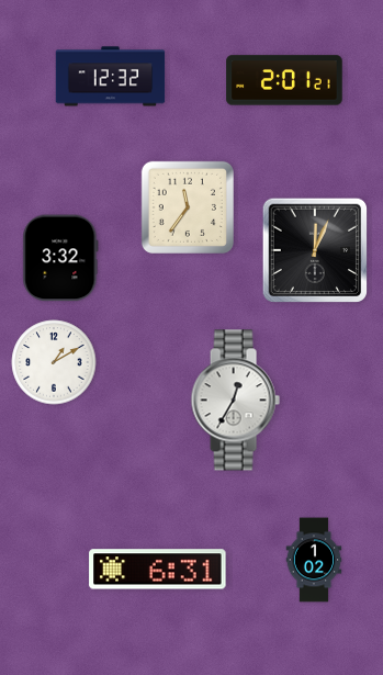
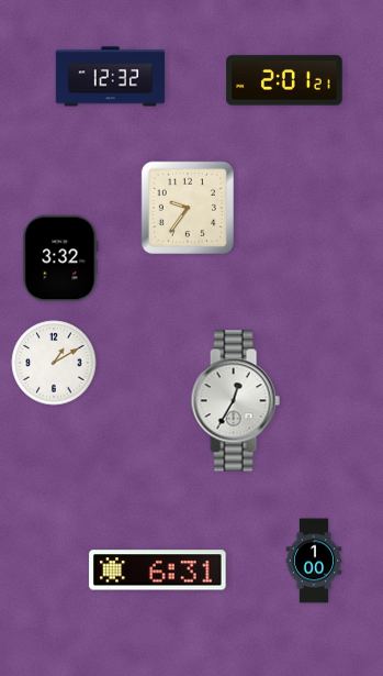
clock at (188, 207): 11:36 -> 9:36
clock at (315, 250): 12:04 -> none
clock at (314, 560): 1:02 -> 1:00
